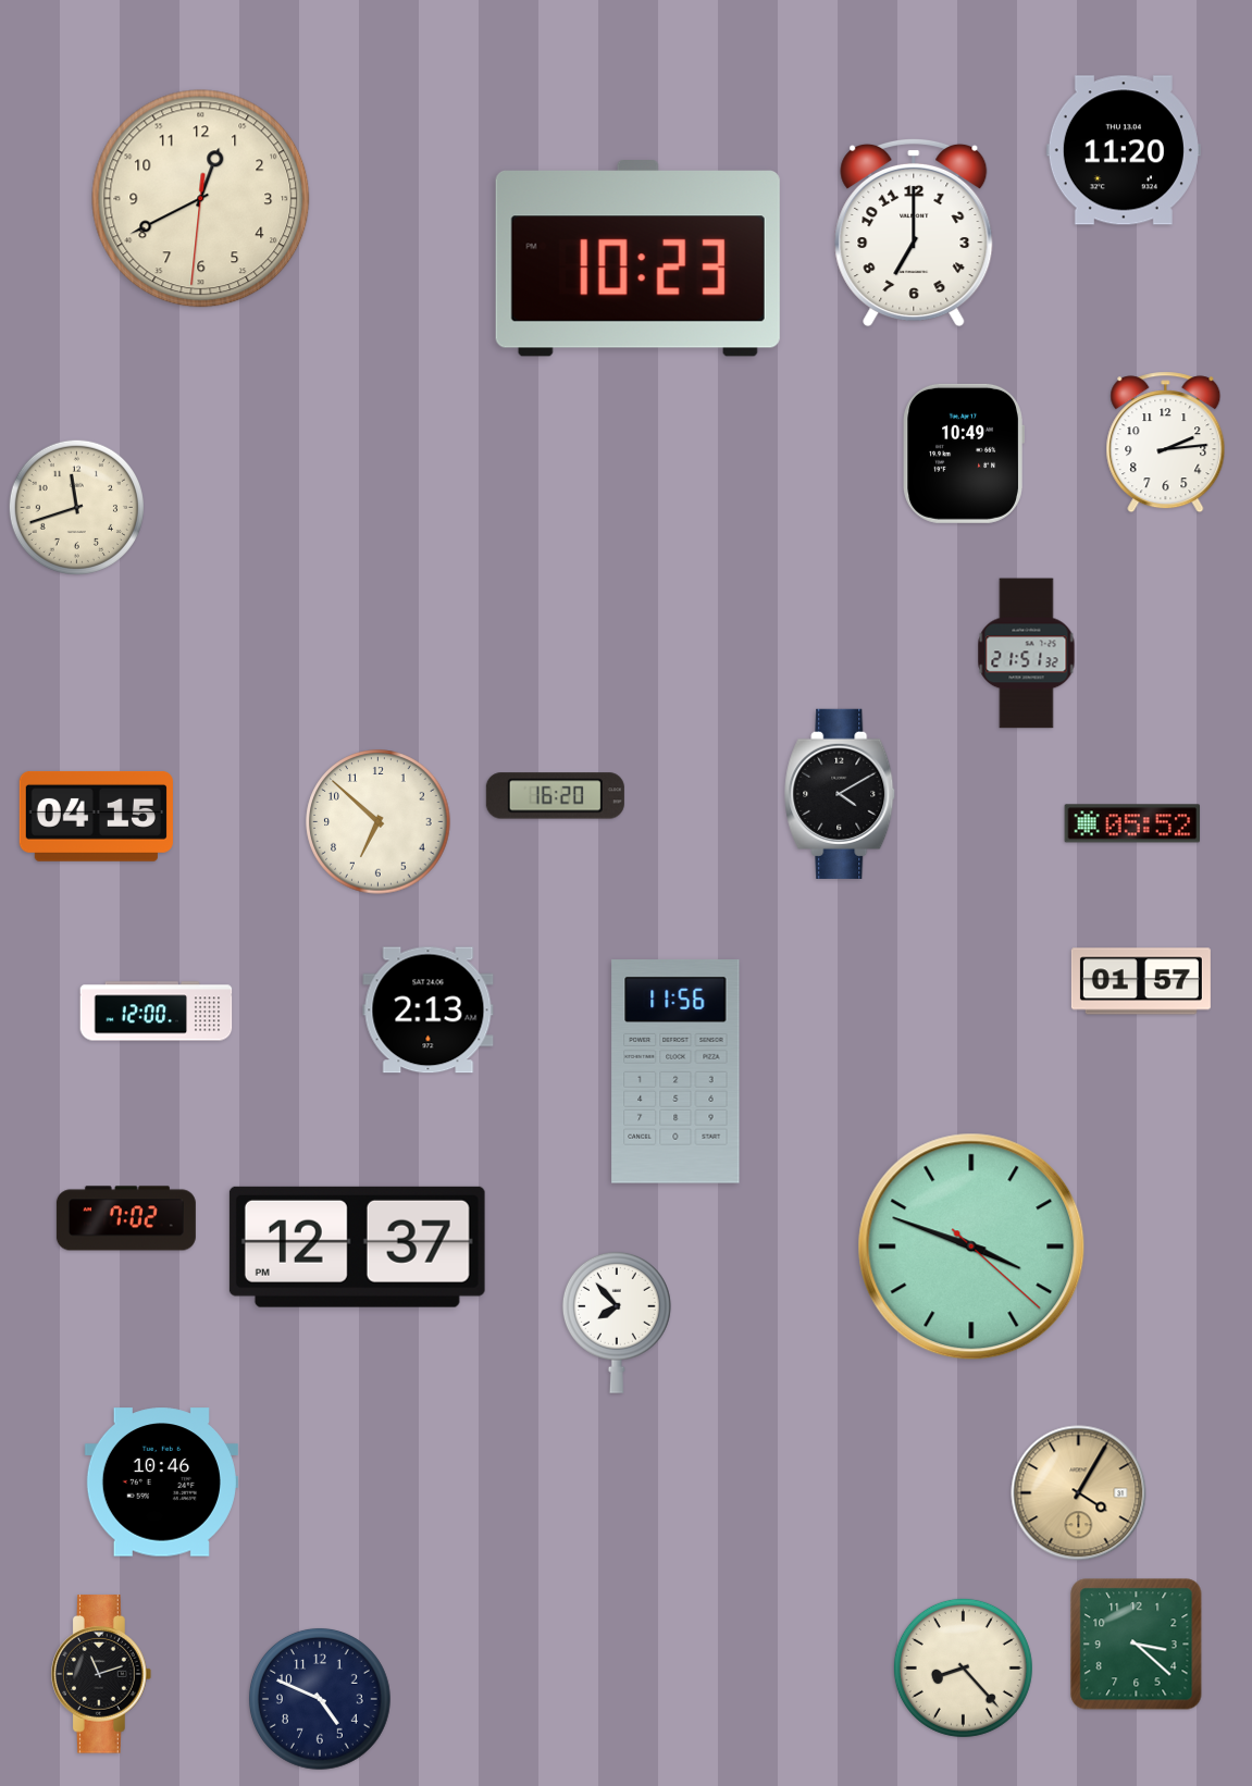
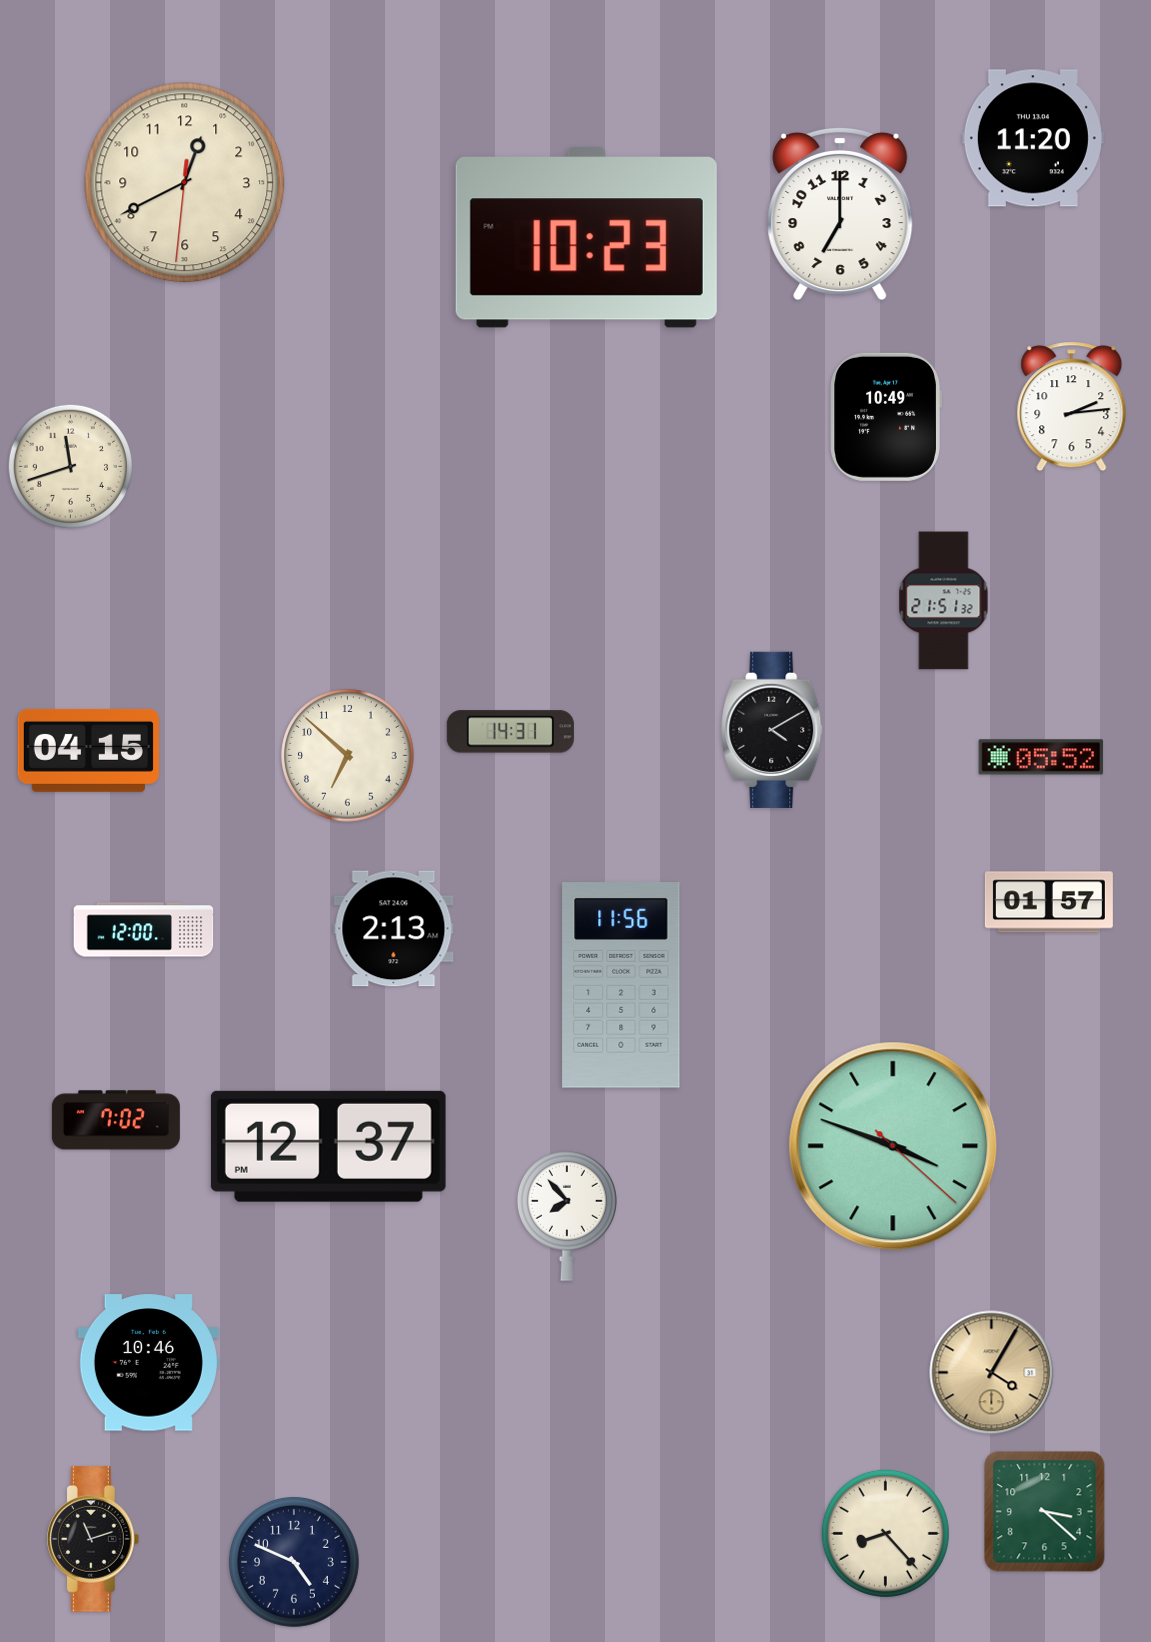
clock at (555, 796): 16:20 -> 14:31
